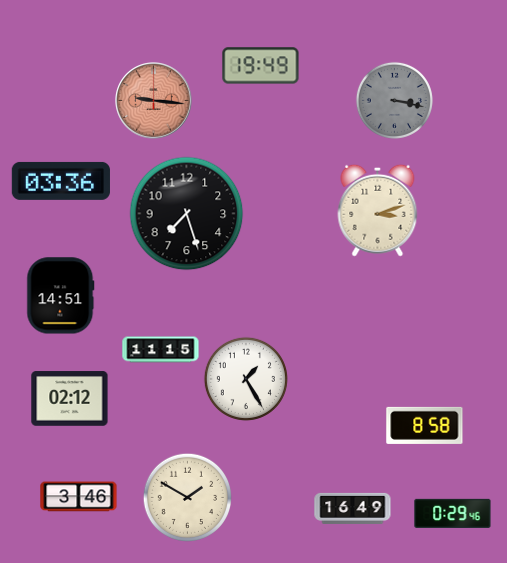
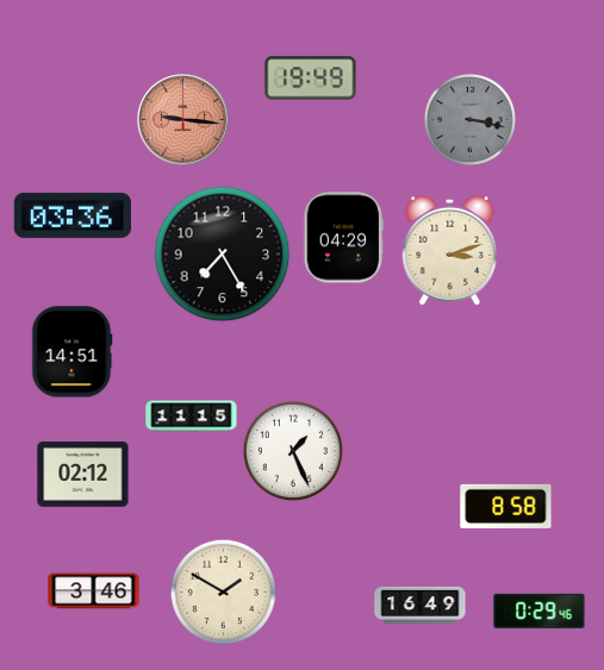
clock at (344, 238): none -> 04:29
clock at (187, 214): 7:27 -> 7:25
clock at (246, 379): 1:25 -> 1:26
